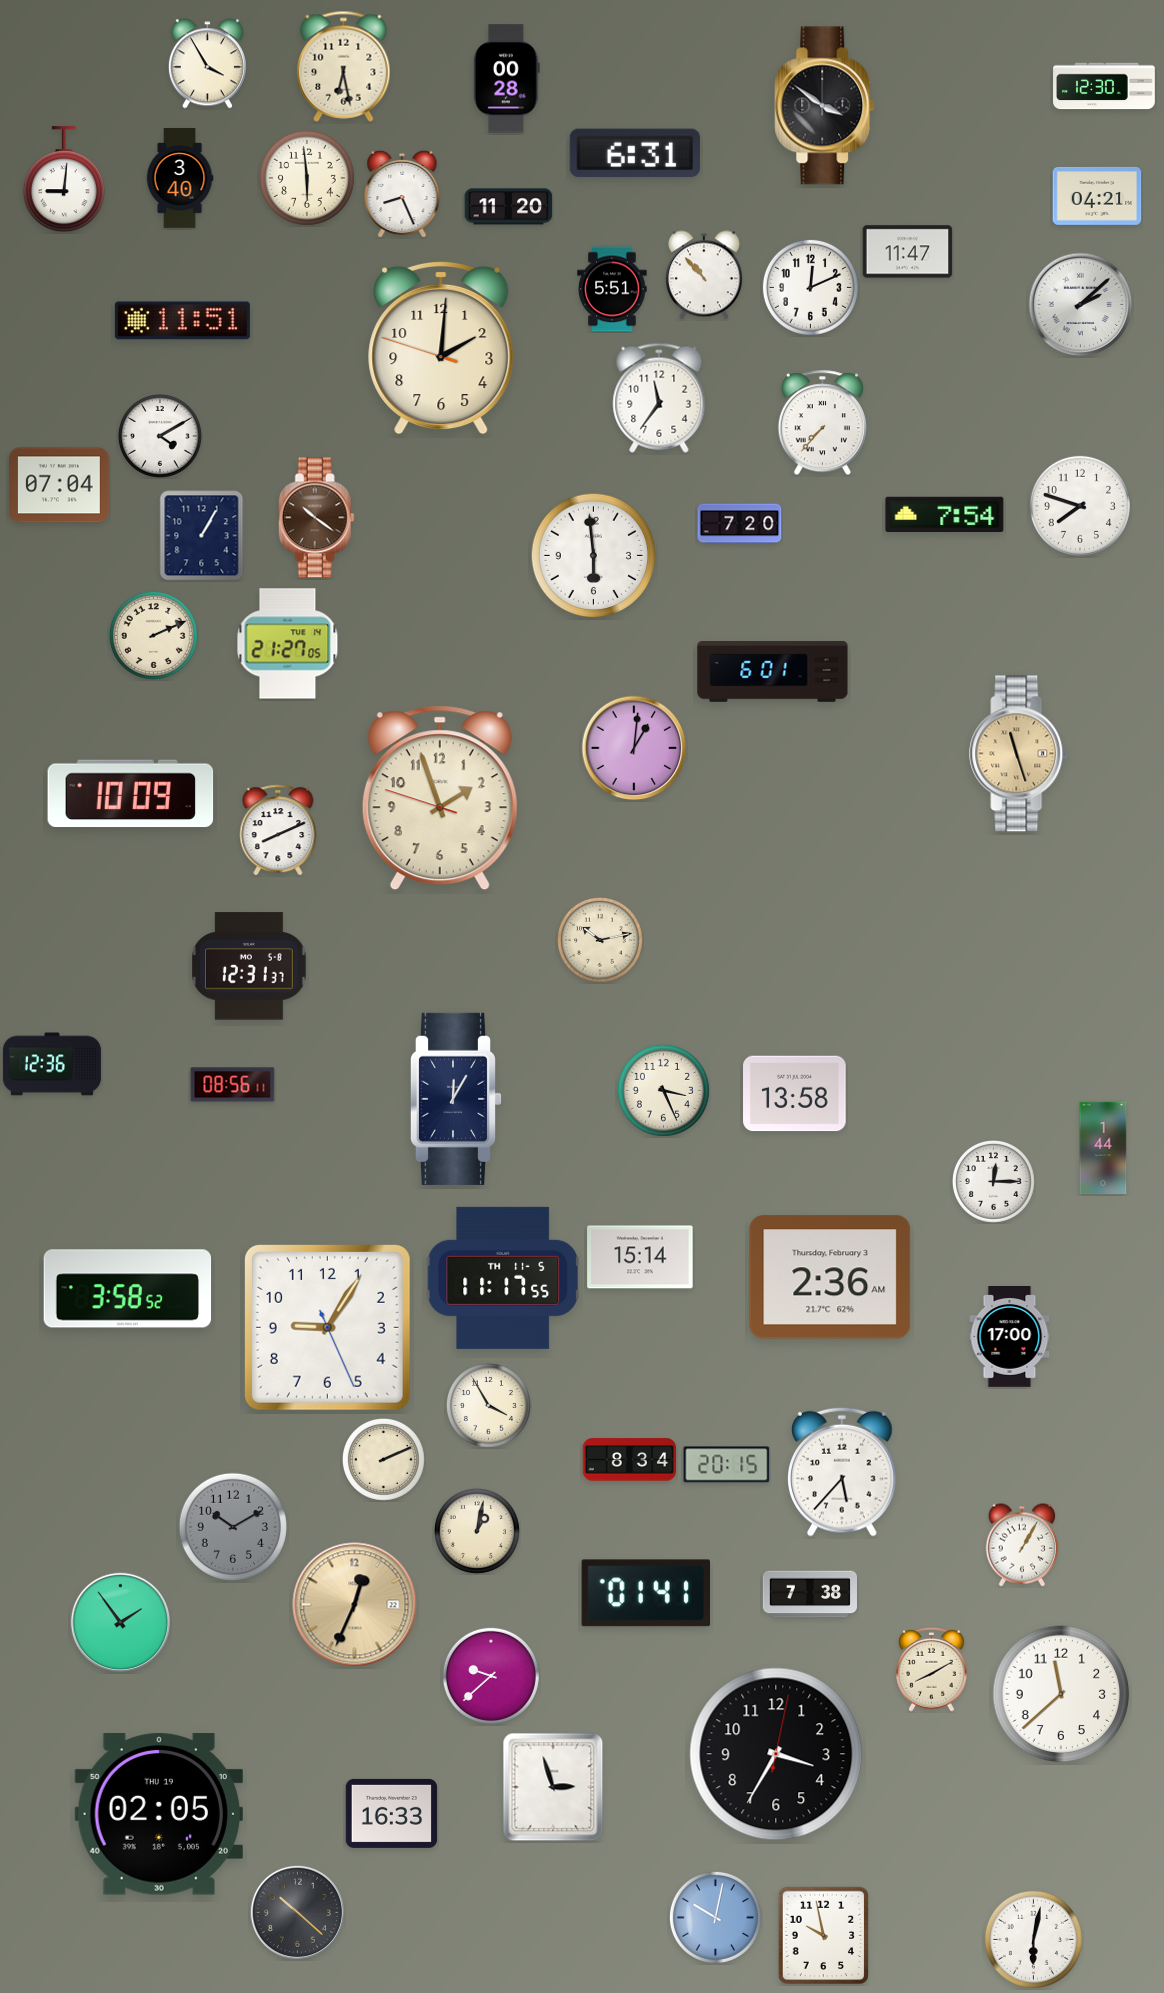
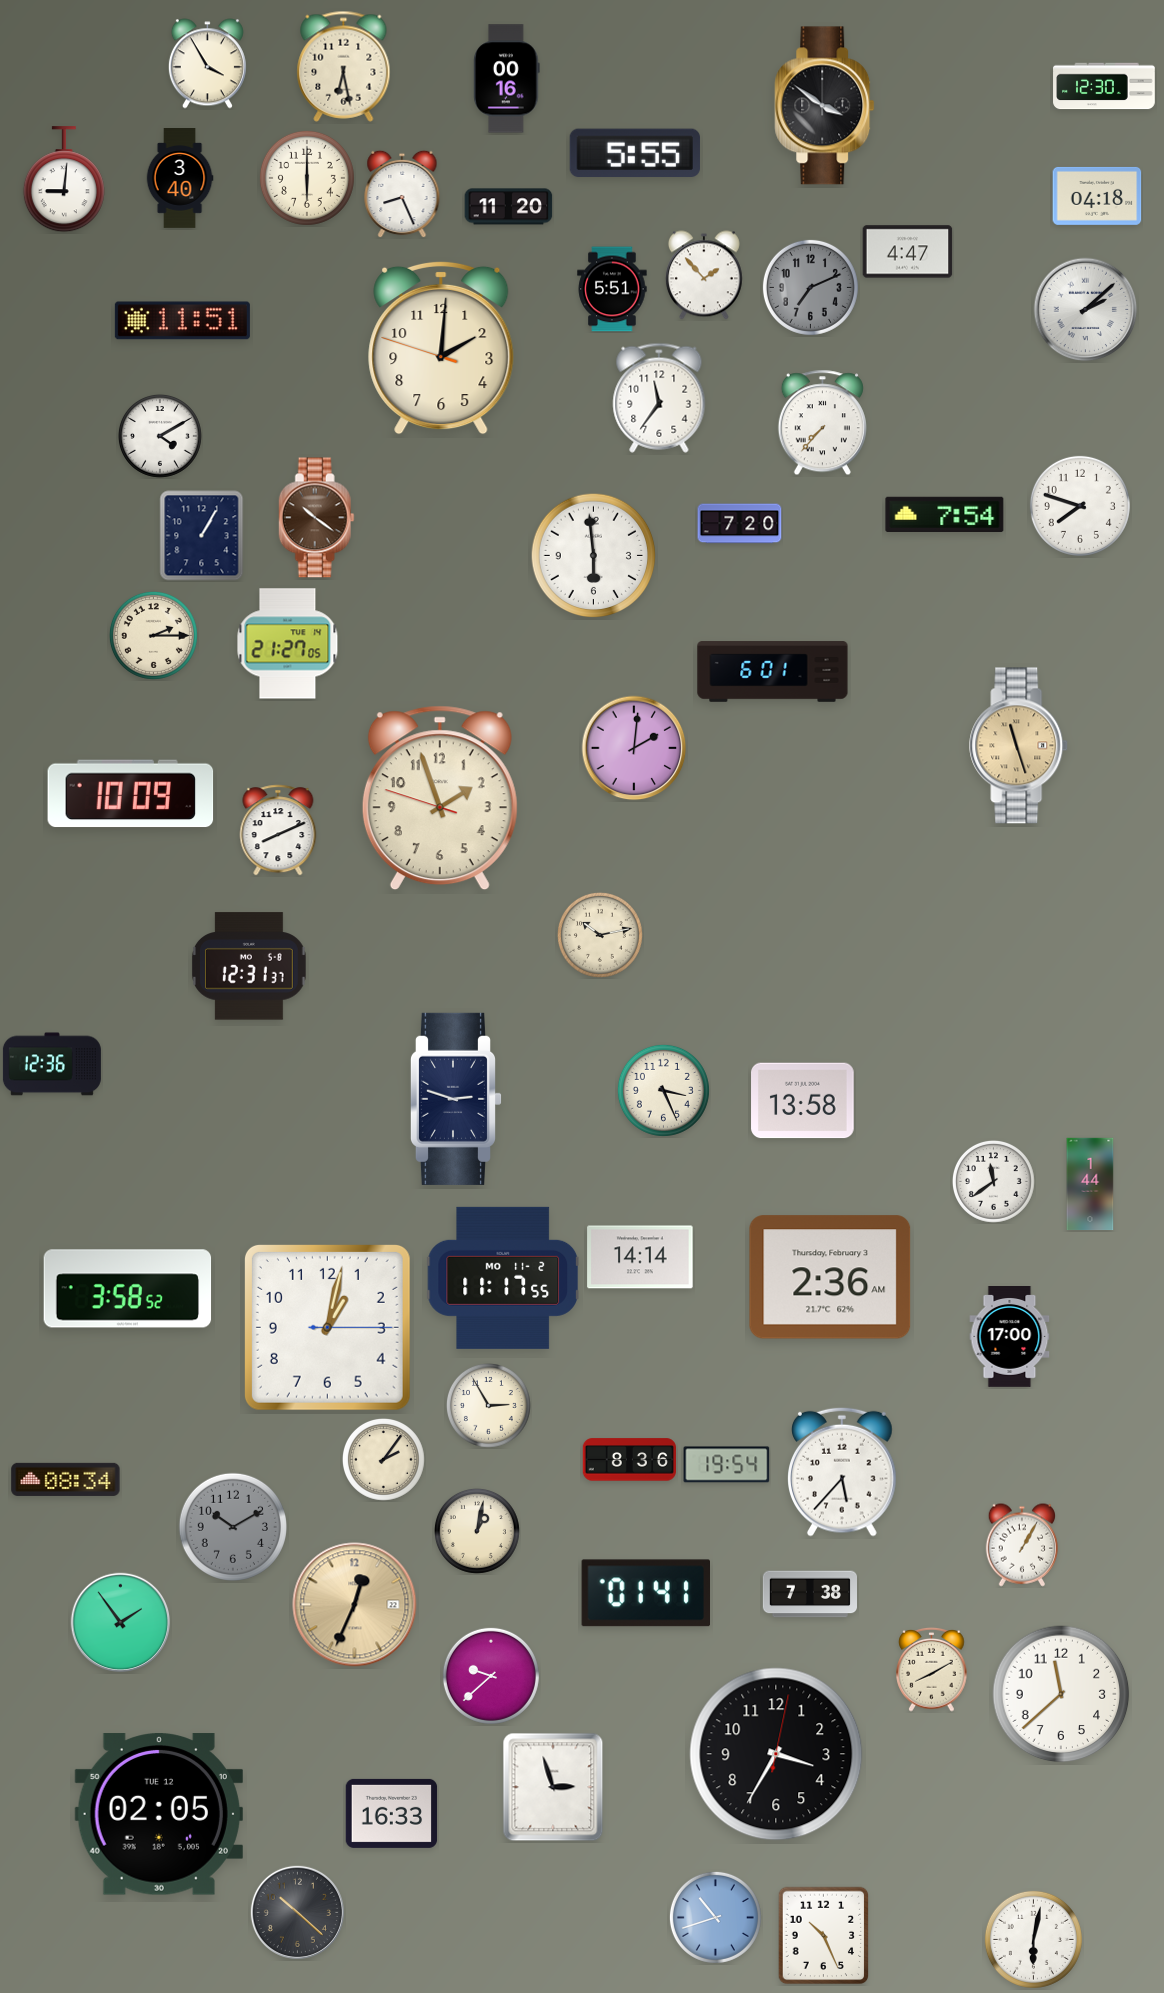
clock at (507, 79): 00:28 -> 00:16
clock at (635, 153): 6:31 -> 5:55
clock at (307, 178): 5:59 -> 6:00
clock at (1097, 196): 04:21 -> 04:18
clock at (908, 252): 11:47 -> 4:47
clock at (704, 275): 10:53 -> 1:53
clock at (810, 287): 12:11 -> 7:11
clock at (810, 287) dial: white -> grey
clock at (1081, 305) position: (1081, 305) -> (1086, 310)
clock at (59, 485): 07:04 -> none
clock at (153, 635): 2:11 -> 2:15
clock at (634, 748): 1:01 -> 2:01
clock at (1019, 754) position: (1019, 754) -> (1019, 746)
clock at (600, 940) position: (600, 940) -> (600, 935)
clock at (233, 1085): 08:56 -> none
clock at (795, 1094) position: (795, 1094) -> (803, 1101)
clock at (455, 1099): 12:05 -> 2:48
clock at (1103, 1148) position: (1103, 1148) -> (1090, 1184)
clock at (993, 1181): 12:15 -> 11:39
clock at (640, 1257): 15:14 -> 14:14
clock at (502, 1278) date: TH 11-5 -> MO 11-2
clock at (327, 1327): 9:05 -> 1:02
clock at (488, 1405): 3:55 -> 2:55
clock at (383, 1459): 2:11 -> 2:06
clock at (629, 1460): 8:34 -> 8:36
clock at (727, 1465): 20:15 -> 19:54
clock at (66, 1479): none -> 08:34
clock at (159, 1814) date: THU 19 -> TUE 12
clock at (715, 1917): 10:02 -> 10:42
clock at (824, 1936): 9:58 -> 10:26
